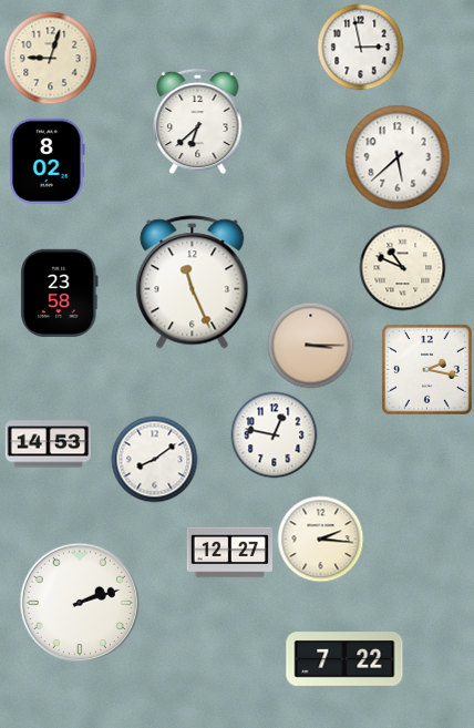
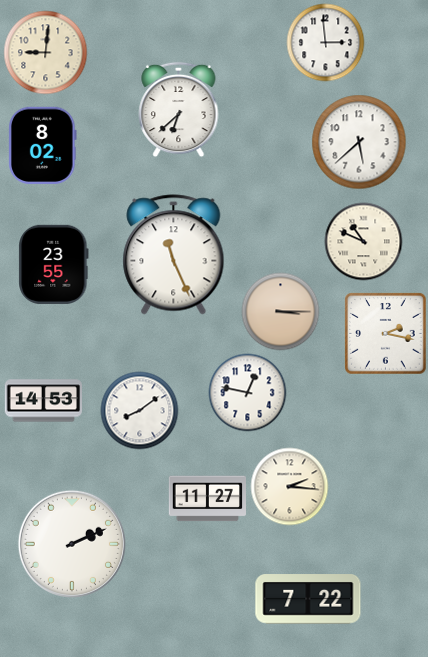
clock at (360, 47): 2:58 -> 2:59
clock at (50, 58): 9:03 -> 9:01
clock at (60, 293): 23:58 -> 23:55
clock at (154, 459) position: (154, 459) -> (139, 410)
clock at (229, 553): 12:27 -> 11:27
clock at (80, 603): 2:12 -> 2:11
clock at (344, 659) position: (344, 659) -> (308, 599)
